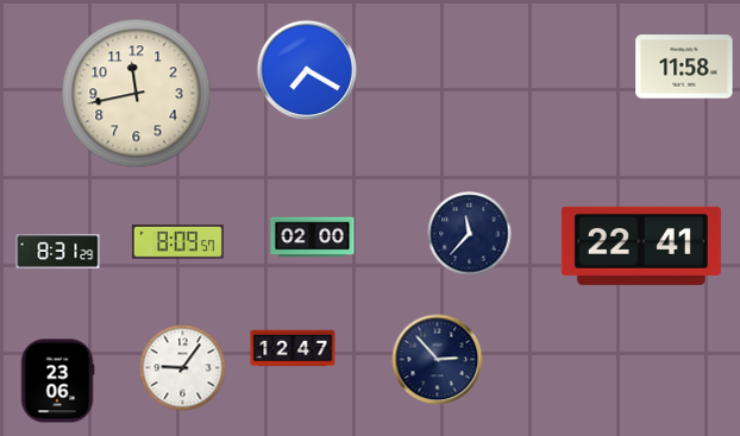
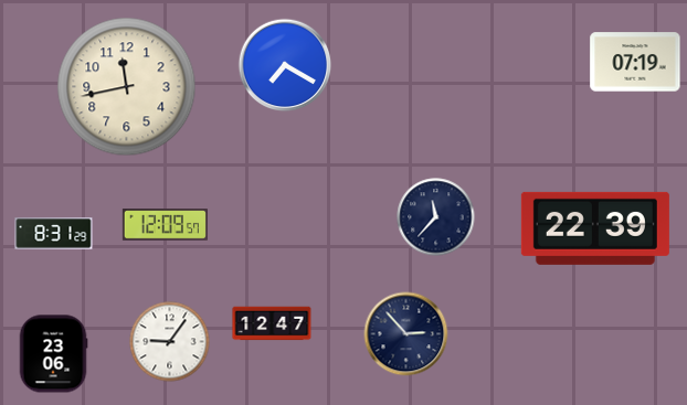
clock at (684, 67): 11:58 -> 07:19
clock at (313, 238): 02:00 -> none
clock at (177, 242): 8:09 -> 12:09
clock at (641, 246): 22:41 -> 22:39
